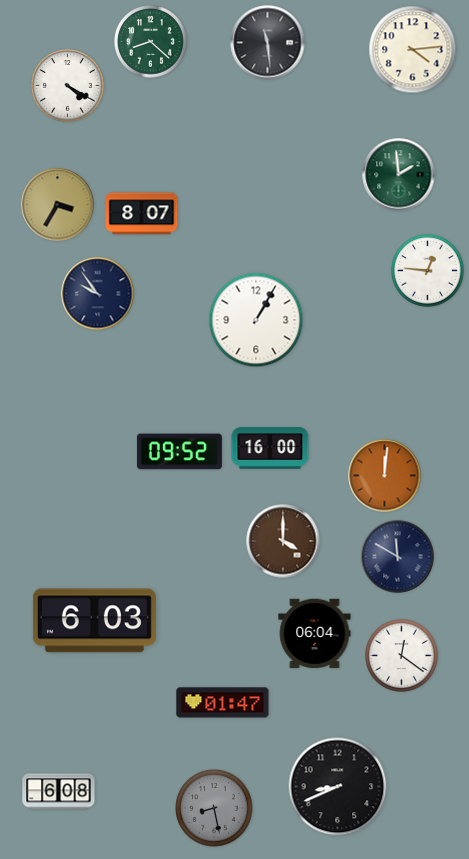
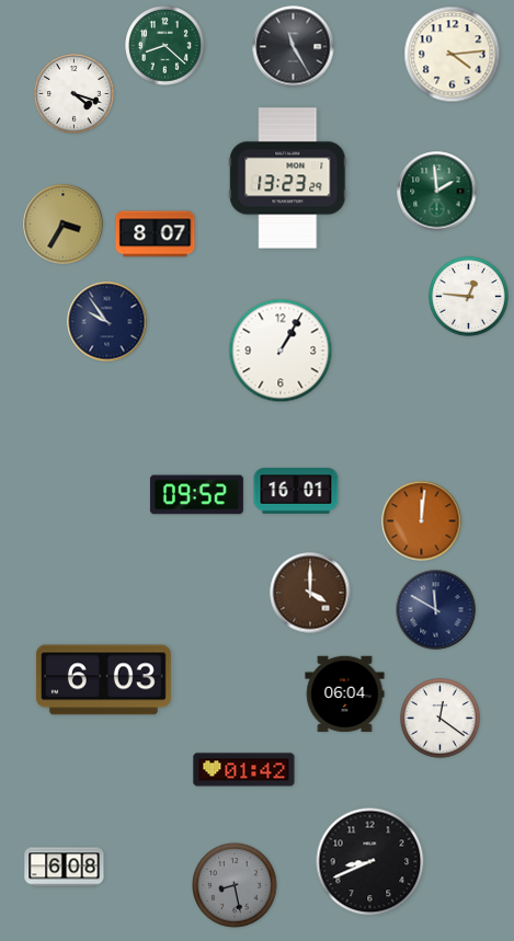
clock at (268, 43): 11:29 -> 11:25
clock at (68, 86): 4:20 -> 4:18
clock at (288, 179): none -> 13:23
clock at (270, 448): 16:00 -> 16:01
clock at (223, 703): 01:47 -> 01:42
